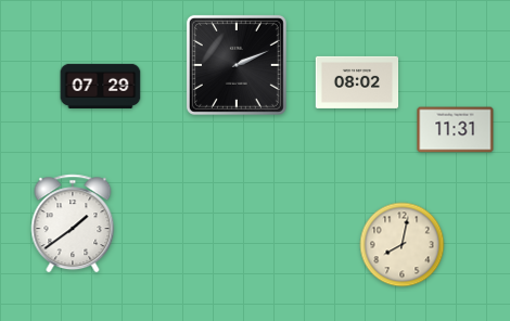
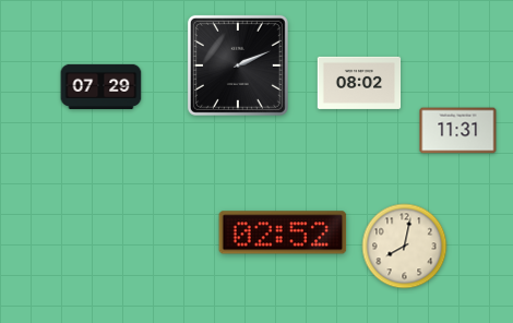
clock at (73, 223): 1:39 -> none
clock at (283, 232): none -> 02:52
